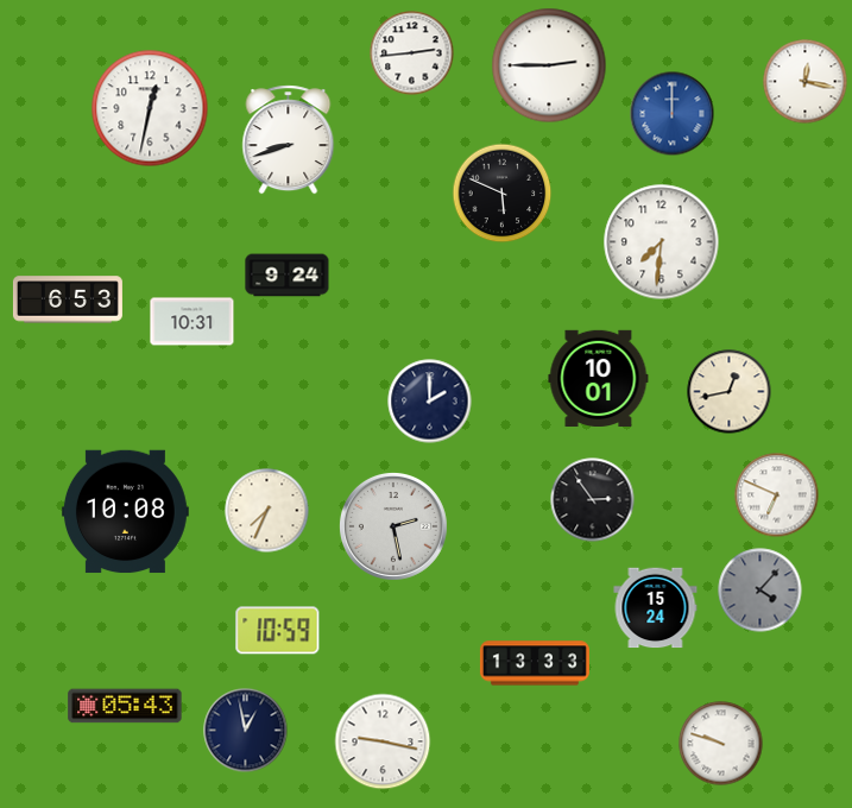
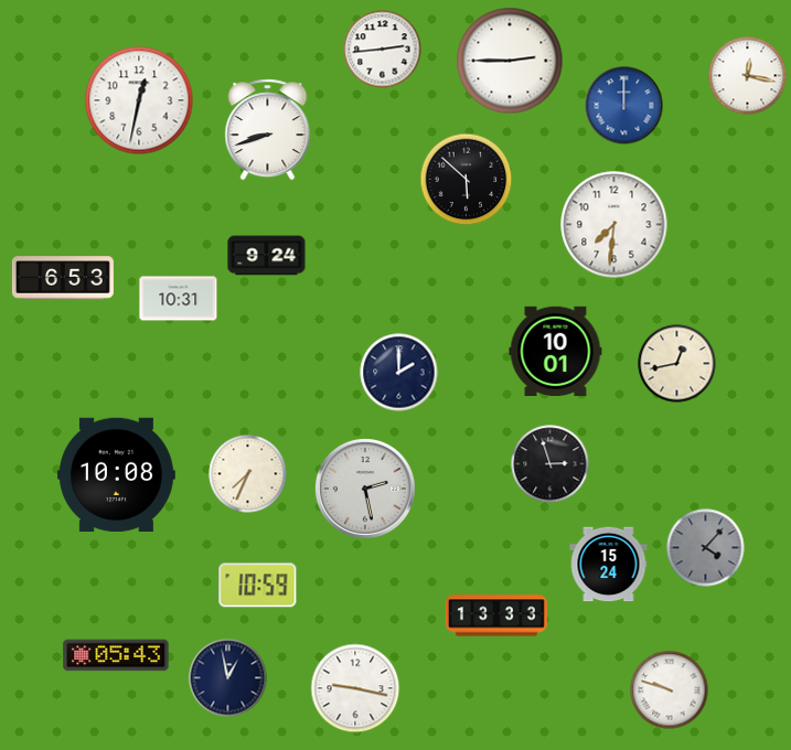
clock at (503, 194): 5:49 -> 5:52
clock at (777, 495): 6:49 -> none
clock at (593, 500): 2:54 -> 2:57
